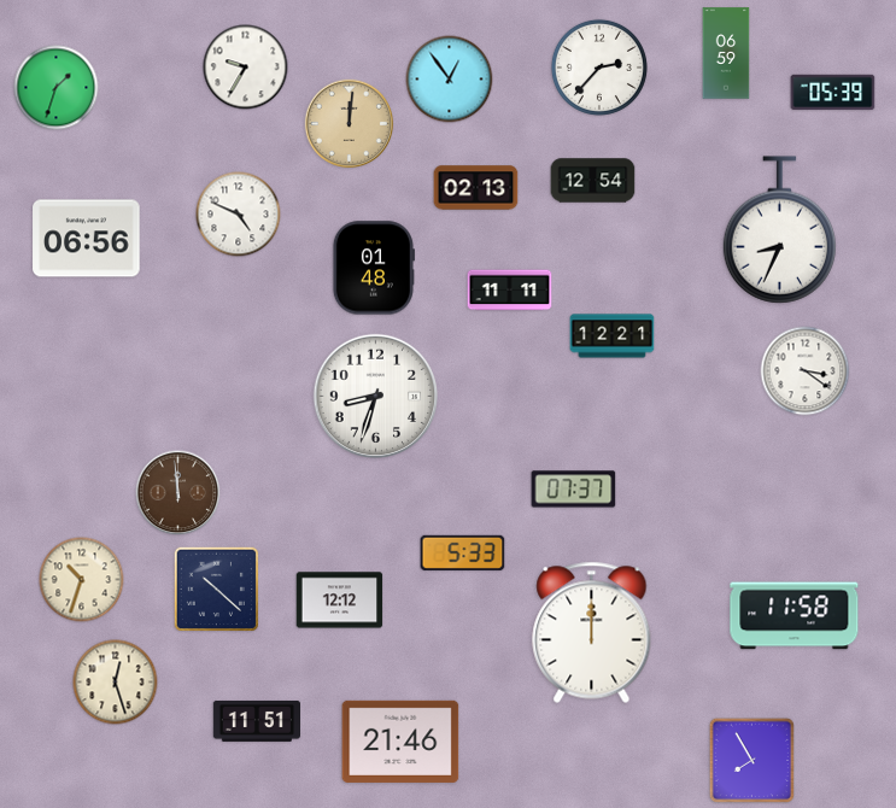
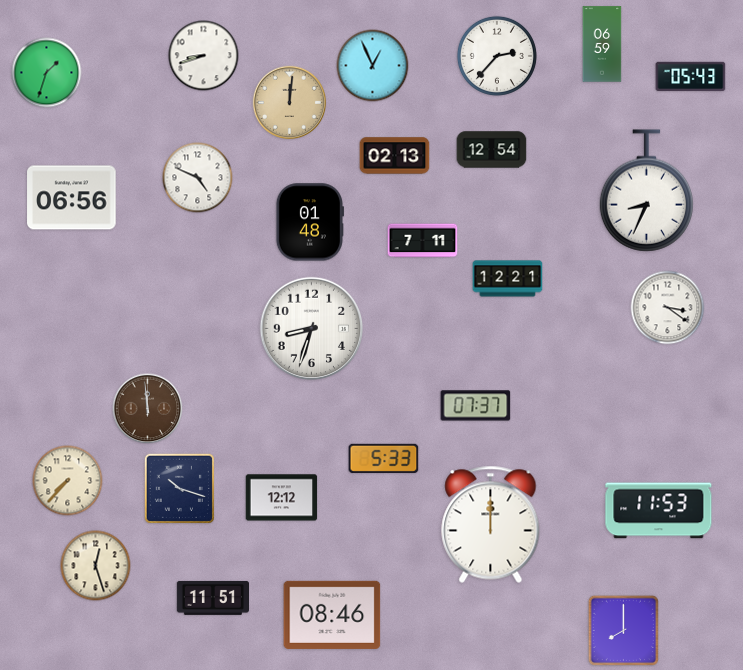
clock at (246, 68): 9:35 -> 8:42
clock at (450, 80): 12:54 -> 12:56
clock at (833, 93): 05:39 -> 05:43
clock at (510, 291): 11:11 -> 7:11
clock at (82, 580): 10:33 -> 7:37
clock at (216, 589): 10:22 -> 10:18
clock at (795, 616): 11:58 -> 11:53
clock at (400, 742): 21:46 -> 08:46
clock at (751, 760): 7:55 -> 8:00
